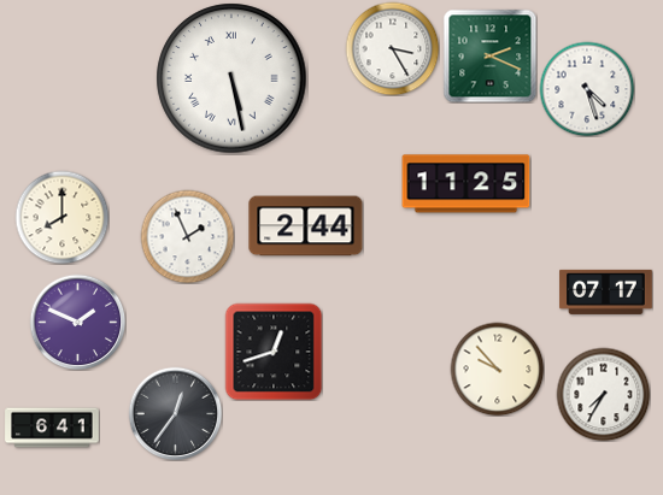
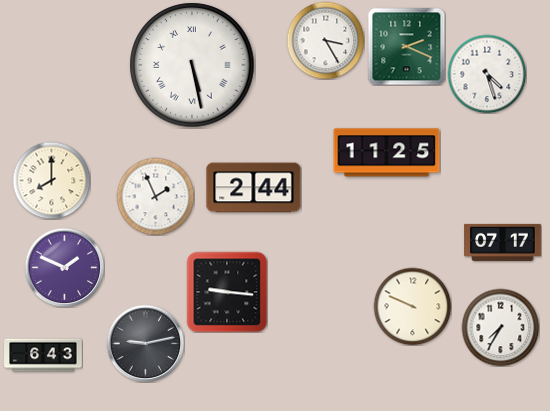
clock at (274, 352): 12:42 -> 9:16
clock at (497, 369): 9:53 -> 9:49
clock at (175, 413): 12:36 -> 9:13
clock at (52, 428): 6:41 -> 6:43
